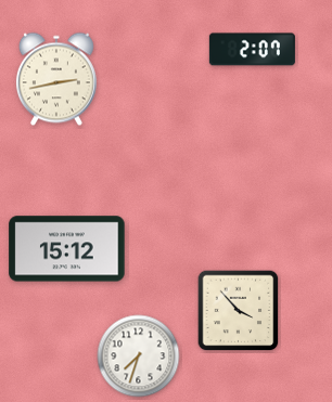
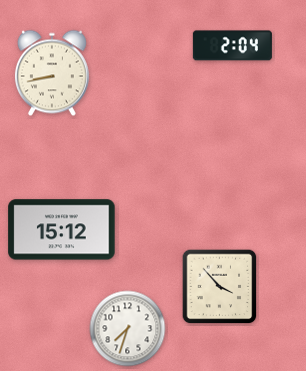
clock at (252, 50): 2:07 -> 2:04
clock at (56, 79): 2:43 -> 8:43
